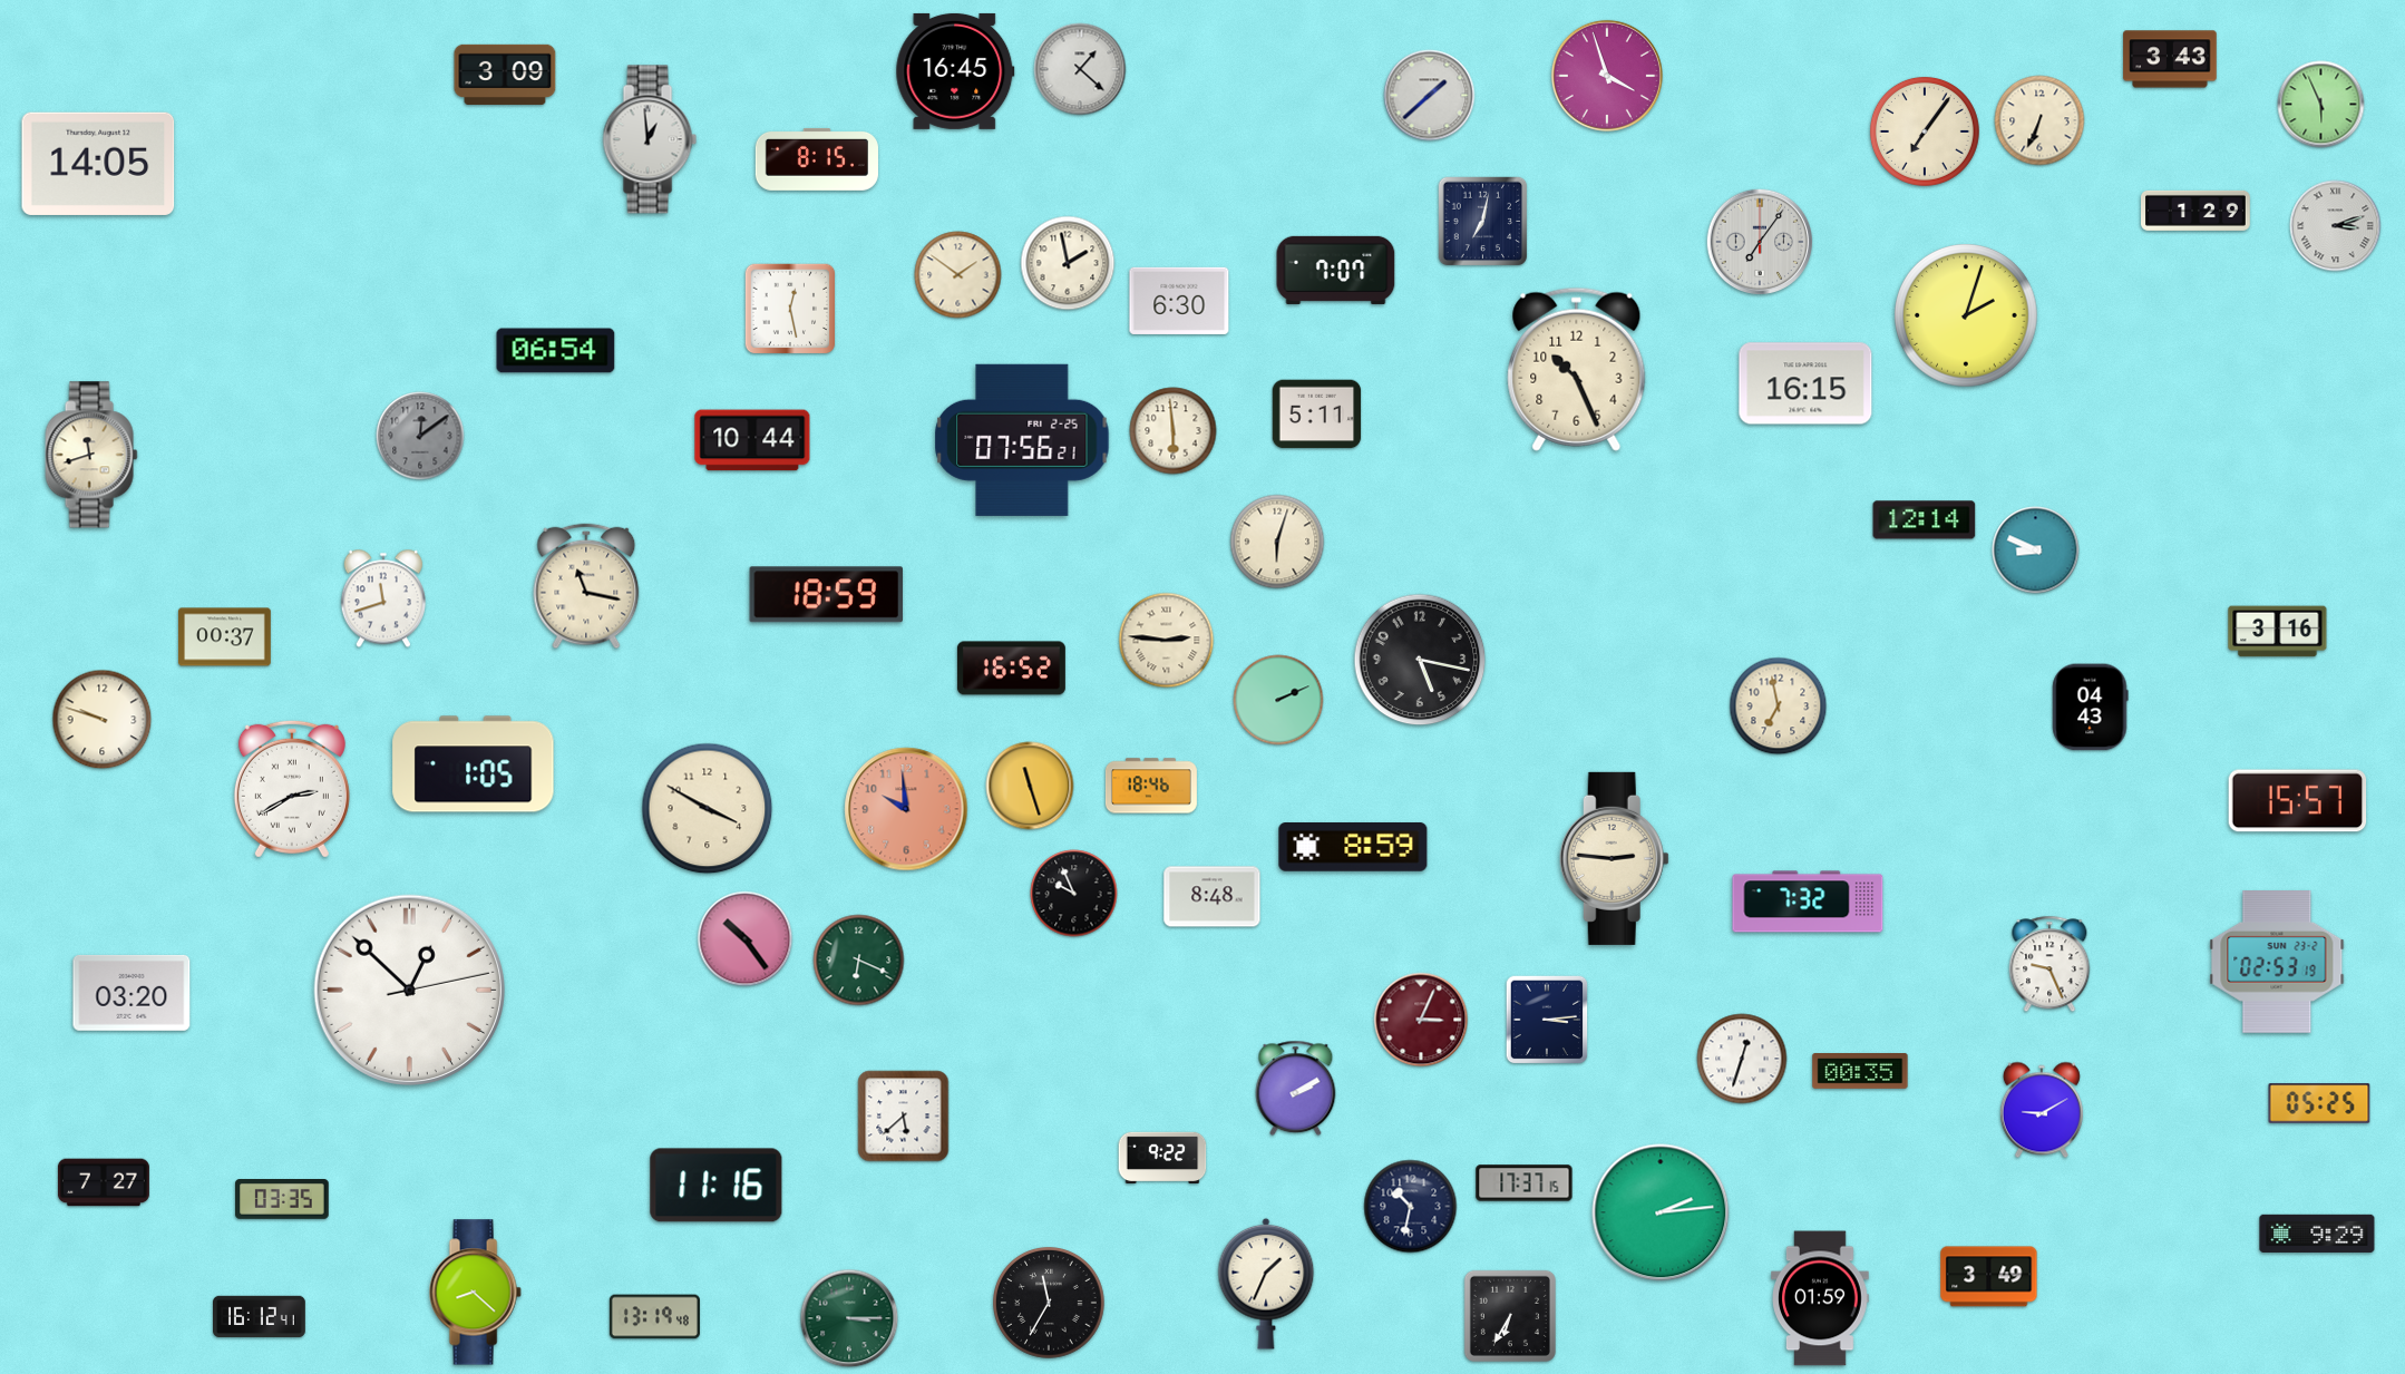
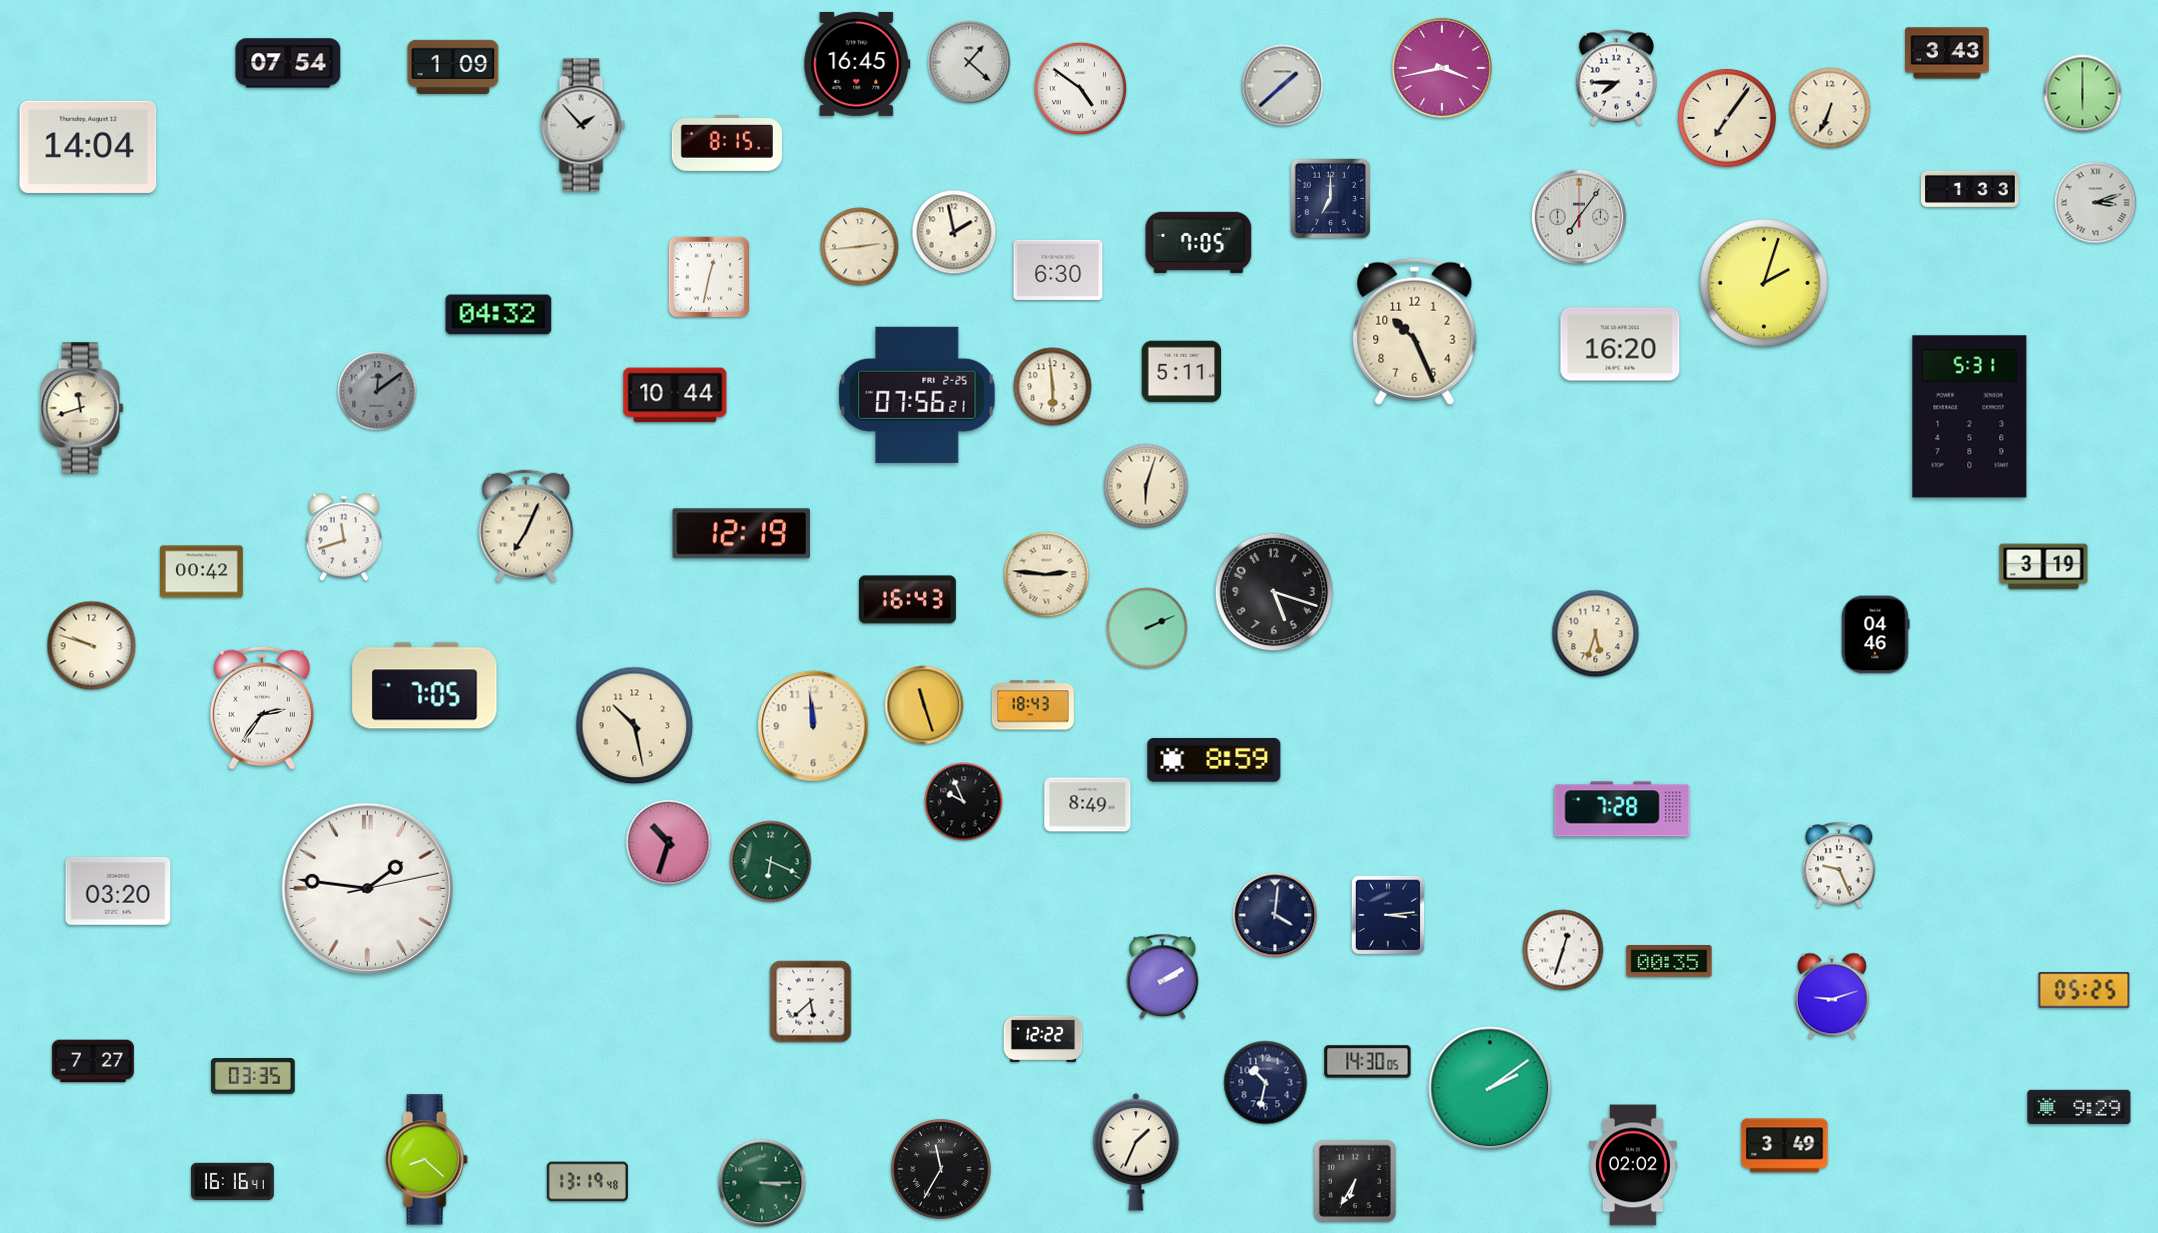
clock at (288, 63): none -> 07:54
clock at (505, 75): 3:09 -> 1:09
clock at (1607, 76): 3:57 -> 3:43
clock at (1616, 78): none -> 7:45
clock at (1081, 89): none -> 4:51
clock at (2321, 105): 5:56 -> 6:00
clock at (650, 139): 12:59 -> 1:53
clock at (817, 159) position: (817, 159) -> (727, 143)
clock at (98, 164): 14:05 -> 14:04
clock at (2197, 211): 1:29 -> 1:33
clock at (1483, 222): 7:02 -> 7:00
clock at (1068, 263) position: (1068, 263) -> (954, 232)
clock at (1336, 270): 7:07 -> 7:05
clock at (958, 275): 1:51 -> 2:44
clock at (790, 309): 12:28 -> 12:32
clock at (556, 351): 06:54 -> 04:32
clock at (1805, 383): 16:15 -> 16:20
clock at (1970, 417): none -> 5:31
clock at (1925, 520): 12:14 -> none
clock at (2036, 550): 8:49 -> none
clock at (586, 586): 11:17 -> 7:04
clock at (826, 595): 18:59 -> 12:19
clock at (2278, 632): 3:16 -> 3:19
clock at (225, 637): 00:37 -> 00:42
clock at (1420, 660): 5:17 -> 5:18
clock at (1011, 669): 16:52 -> 16:43
clock at (1779, 707): 6:58 -> 5:33
clock at (2091, 708): 04:43 -> 04:46
clock at (474, 764): 1:05 -> 7:05
clock at (1151, 786): 18:46 -> 18:43
clock at (292, 789): 2:40 -> 2:36
clock at (2298, 801): 15:57 -> none
clock at (708, 809): 3:50 -> 10:28
clock at (906, 809): 9:59 -> 11:59
clock at (906, 809) dial: salmon -> cream
clock at (1614, 858): 2:46 -> none
clock at (1213, 897): 8:48 -> 8:49
clock at (1808, 902): 7:32 -> 7:28
clock at (746, 939): 10:24 -> 10:33
clock at (2277, 963): 02:53 -> none
clock at (409, 990): 12:52 -> 1:46
clock at (1421, 1020): 3:04 -> 4:01
clock at (1421, 1020) dial: burgundy -> navy
clock at (2319, 1103) position: (2319, 1103) -> (2084, 990)
clock at (2042, 1110): 9:10 -> 9:12
clock at (1162, 1157): 9:22 -> 12:22
clock at (1525, 1183): 17:37 -> 14:30
clock at (717, 1186): 11:16 -> none
clock at (1661, 1212): 2:14 -> 2:09
clock at (1821, 1298): 01:59 -> 02:02
clock at (260, 1317): 16:12 -> 16:16
